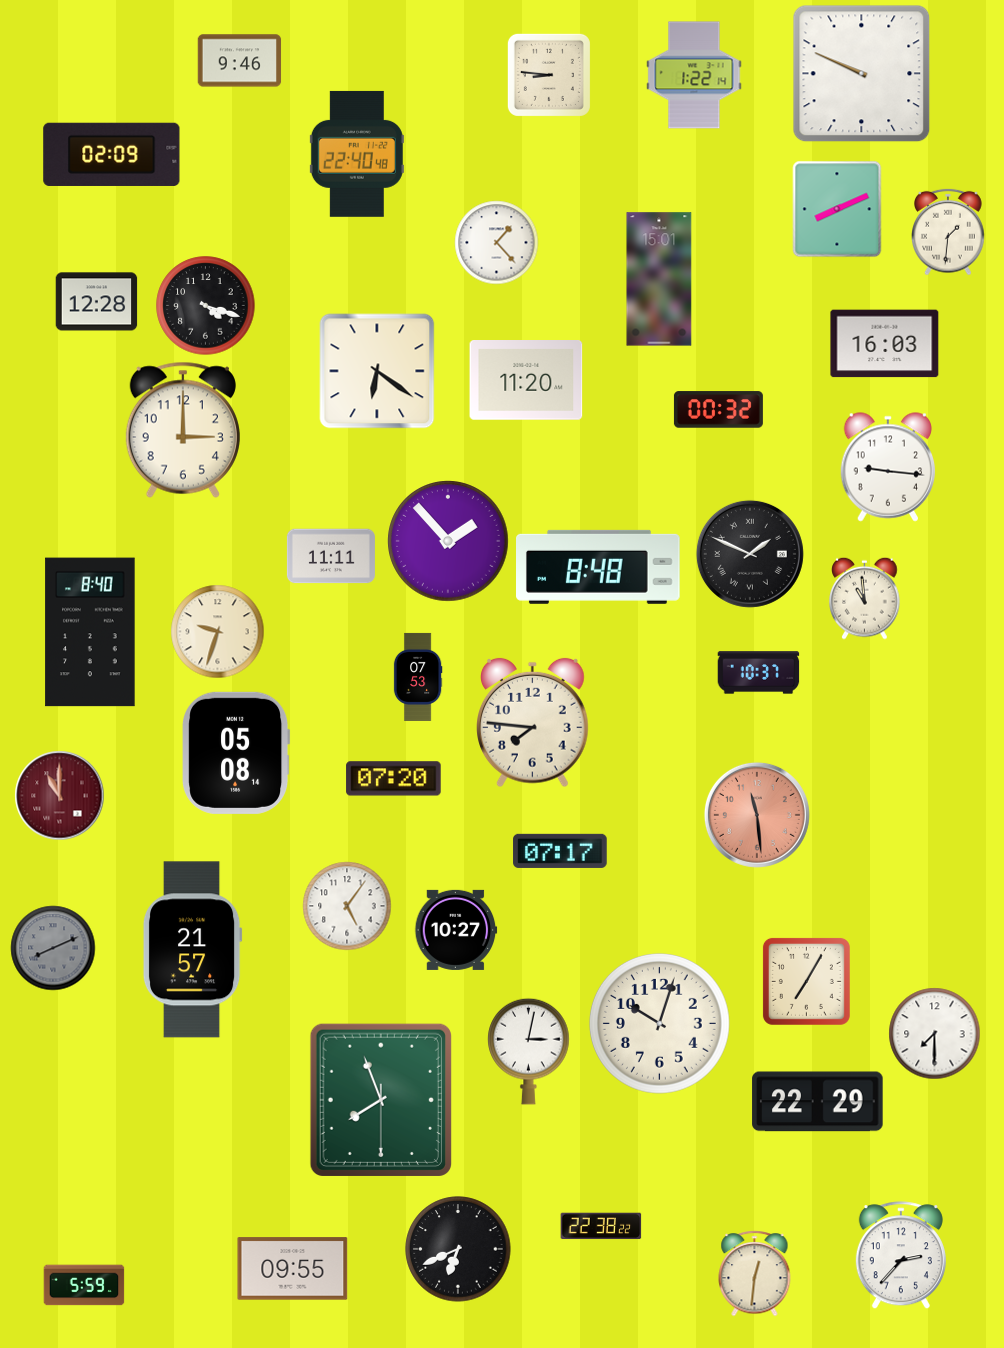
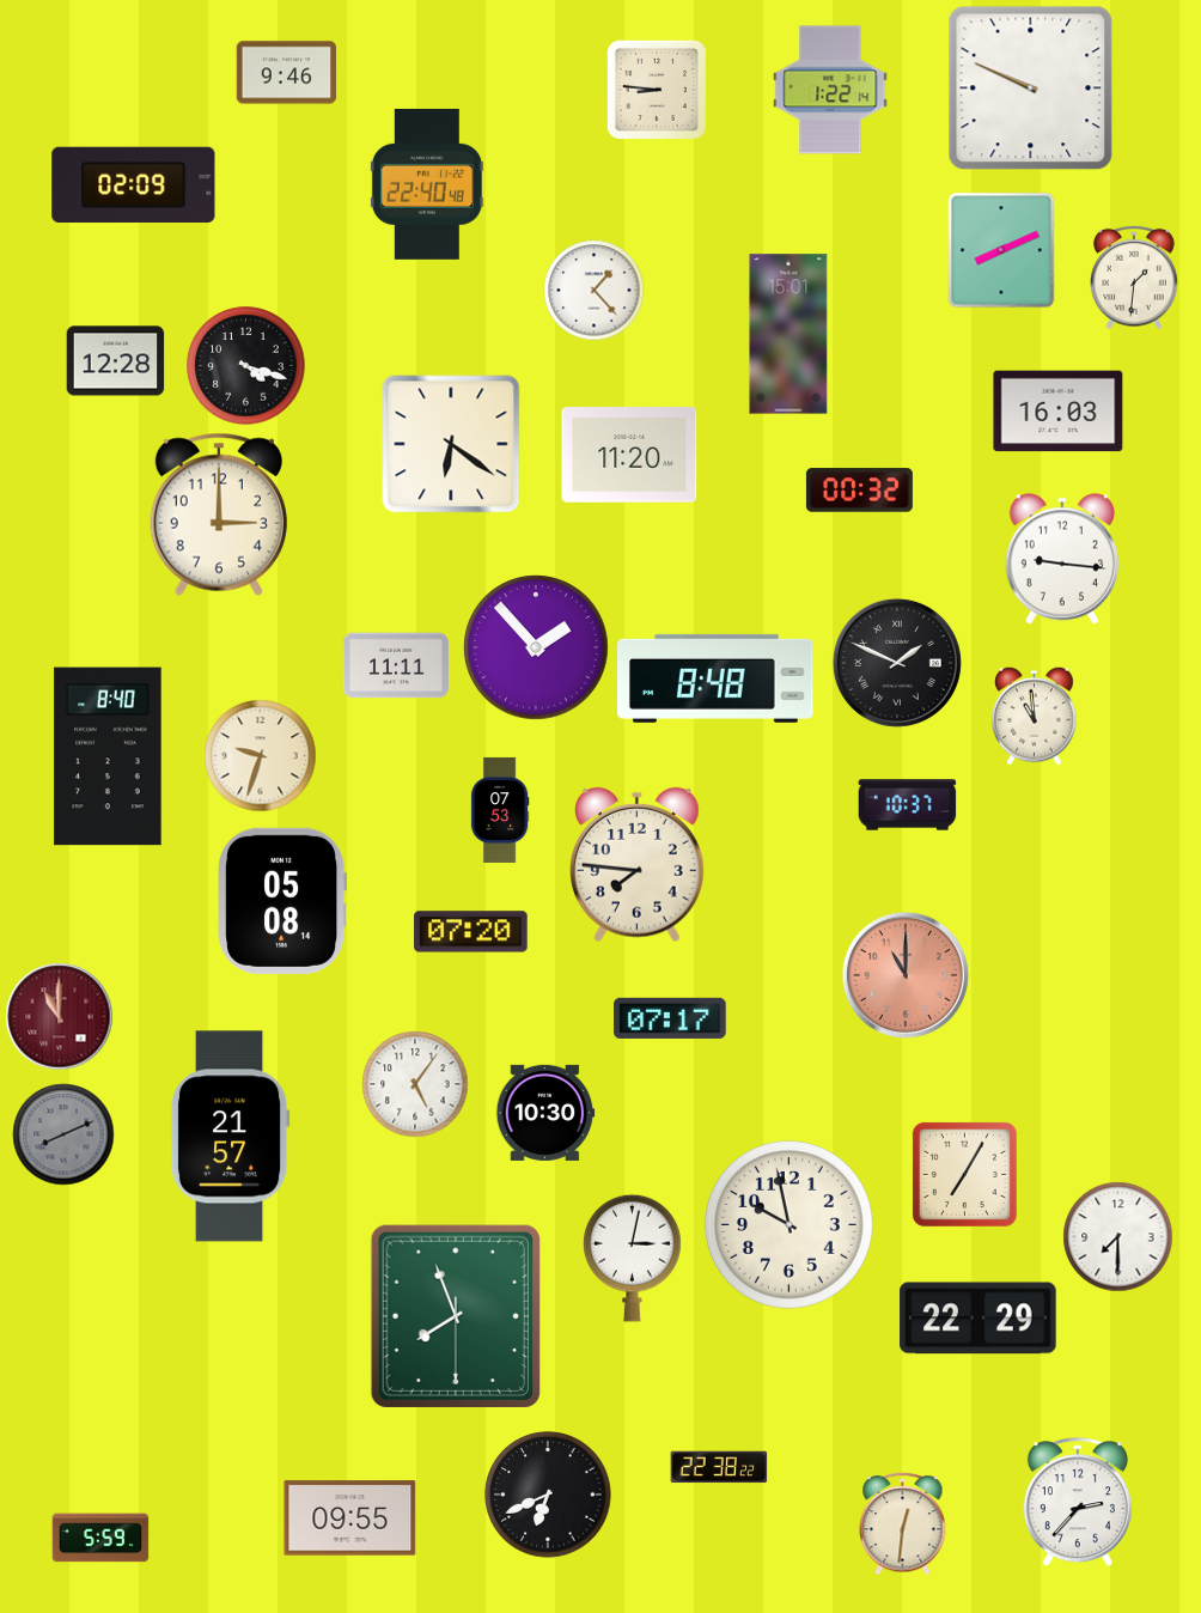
clock at (60, 796) position: (60, 796) -> (60, 1017)
clock at (757, 815): 11:29 -> 11:00
clock at (456, 930): 10:27 -> 10:30
clock at (659, 1023): 10:03 -> 9:58
